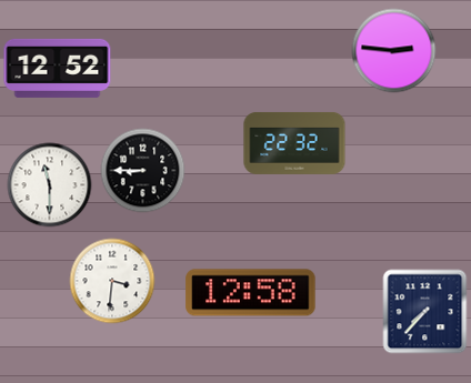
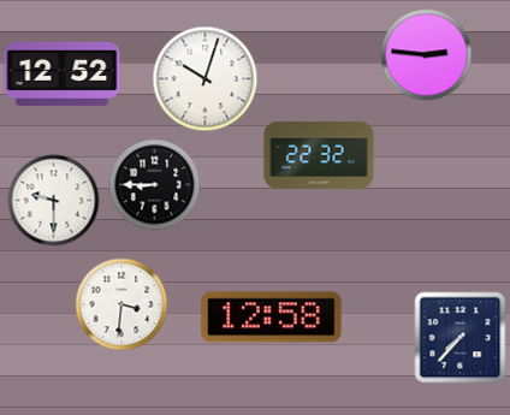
clock at (206, 79): none -> 10:03
clock at (50, 185): 11:30 -> 9:30
